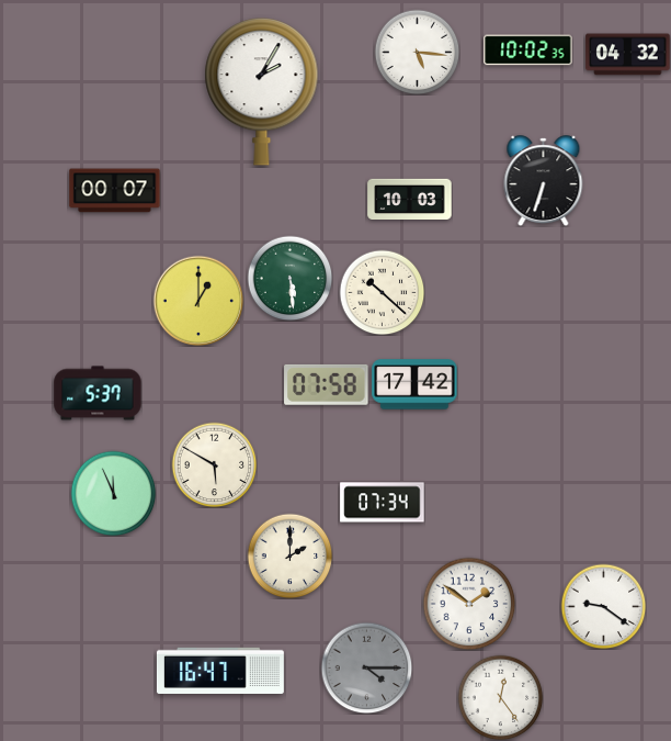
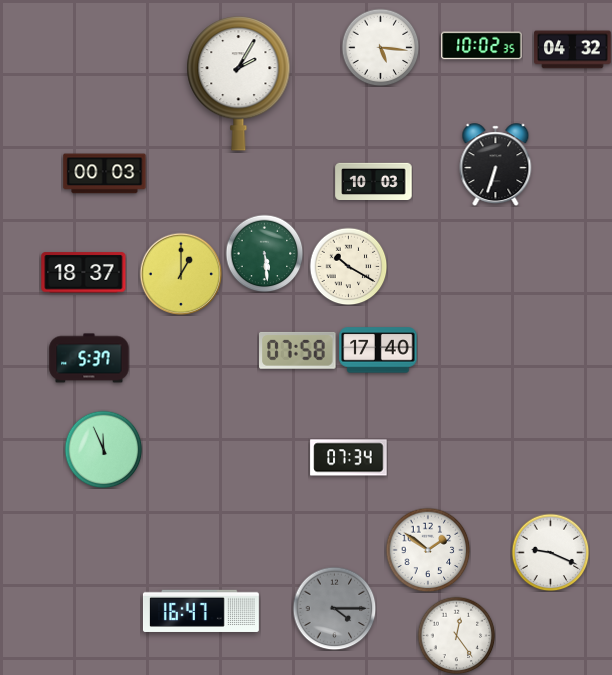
clock at (115, 191): 00:07 -> 00:03
clock at (382, 292): 10:22 -> 10:20
clock at (84, 273): none -> 18:37
clock at (414, 384): 17:42 -> 17:40
clock at (214, 464): 5:50 -> none
clock at (289, 555): 2:00 -> none
clock at (603, 606): 9:21 -> 9:19
